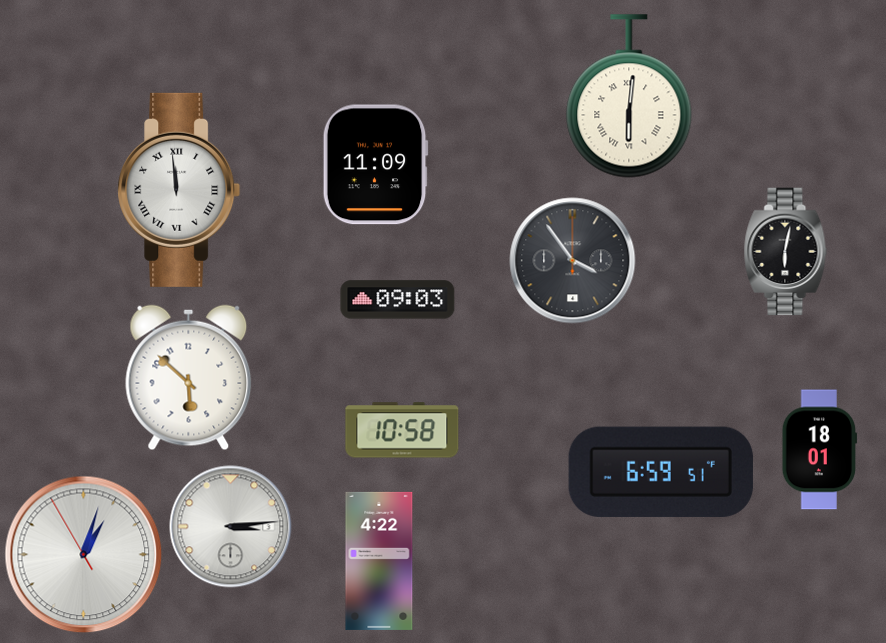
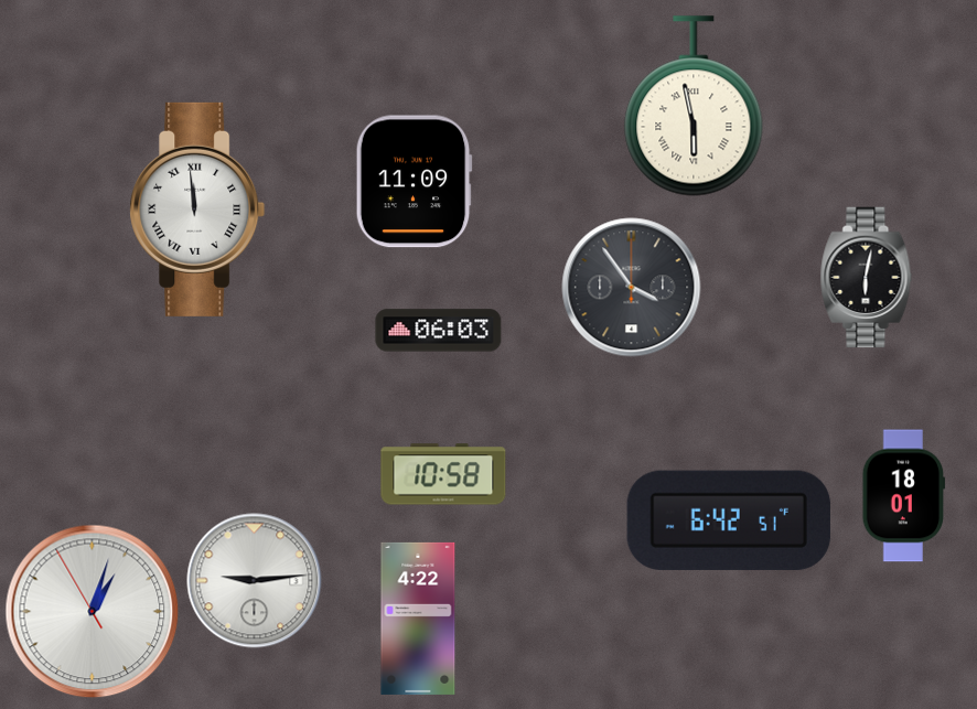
clock at (629, 96): 6:01 -> 5:58
clock at (398, 300): 09:03 -> 06:03
clock at (189, 378): 5:52 -> none
clock at (661, 472): 6:59 -> 6:42
clock at (231, 527): 3:14 -> 9:14
